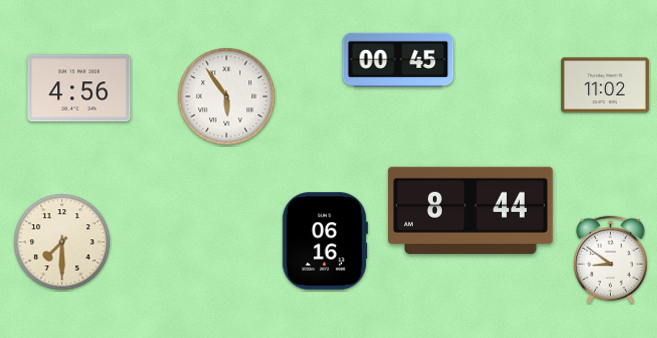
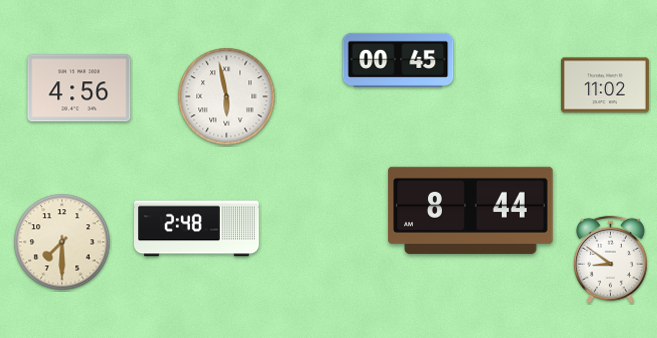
clock at (227, 97): 5:54 -> 5:58
clock at (197, 229): none -> 2:48
clock at (325, 241): 06:16 -> none
